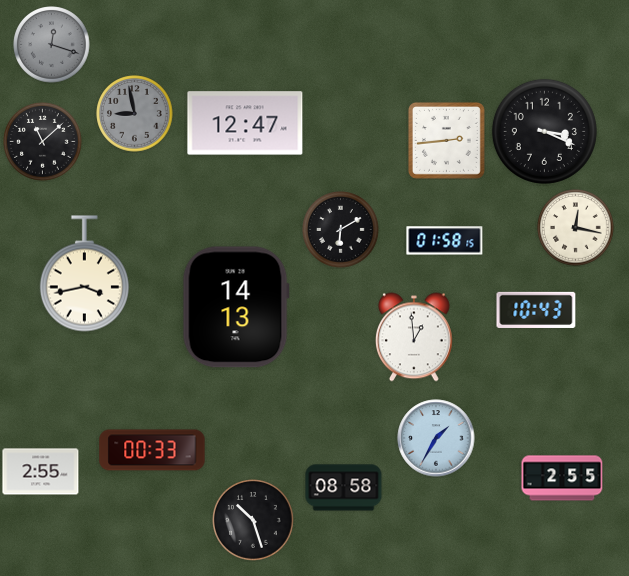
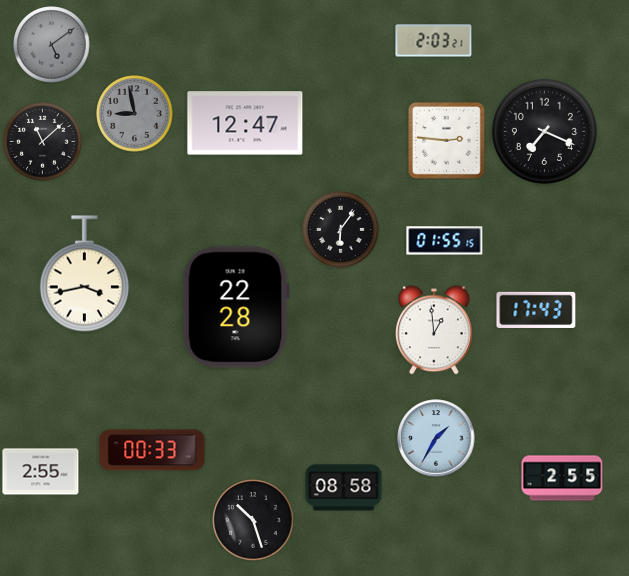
clock at (434, 41): none -> 2:03
clock at (52, 45): 12:18 -> 5:09
clock at (544, 131): 3:19 -> 7:19
clock at (446, 140): 2:44 -> 2:46
clock at (576, 228): 12:17 -> none
clock at (341, 230): 6:10 -> 6:06
clock at (445, 241): 01:58 -> 01:55
clock at (236, 307): 14:13 -> 22:28
clock at (536, 310): 10:43 -> 17:43
clock at (414, 337) position: (414, 337) -> (434, 330)
